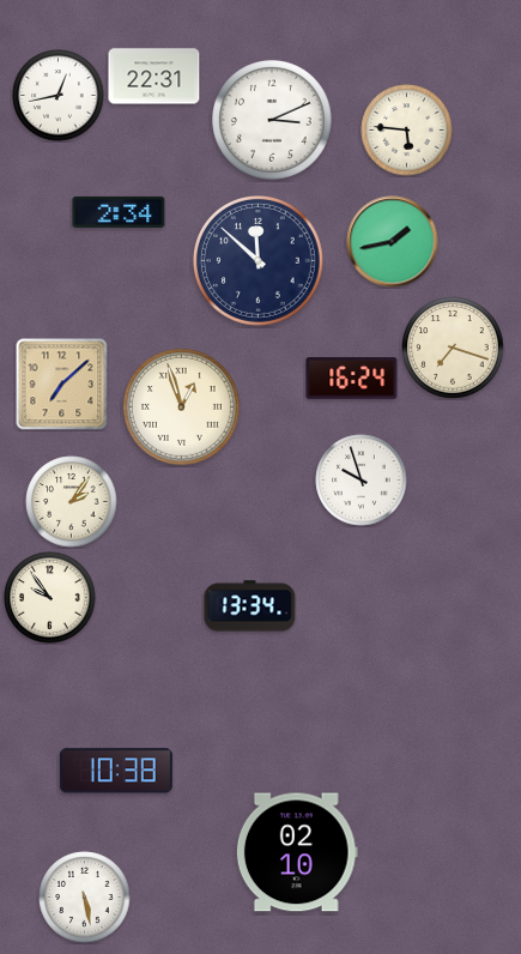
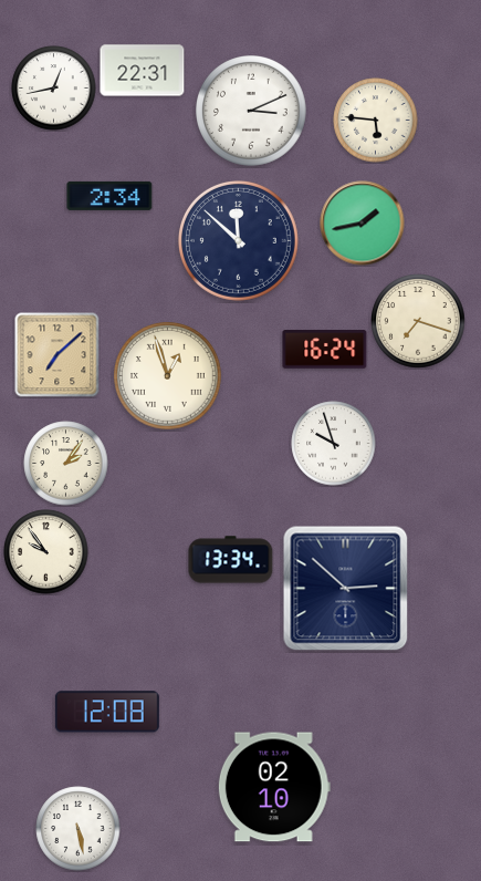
clock at (346, 589): none -> 2:52
clock at (116, 771): 10:38 -> 12:08
